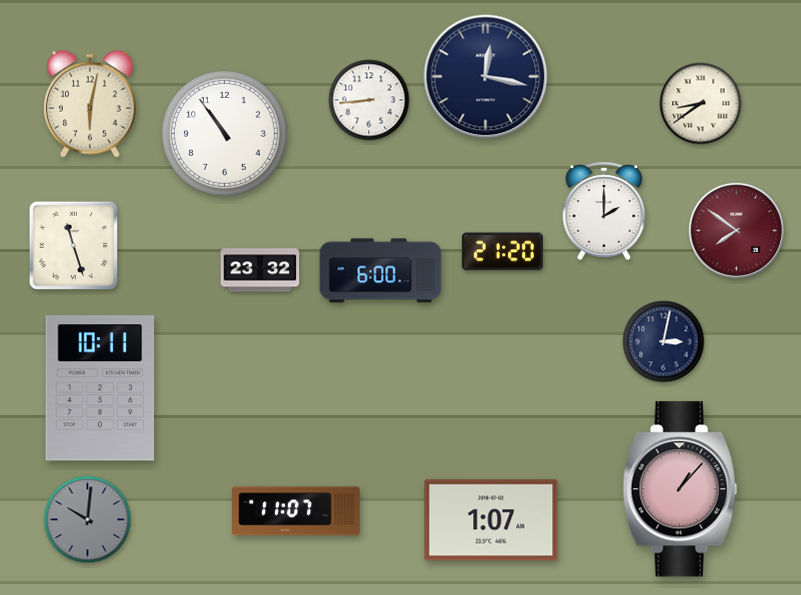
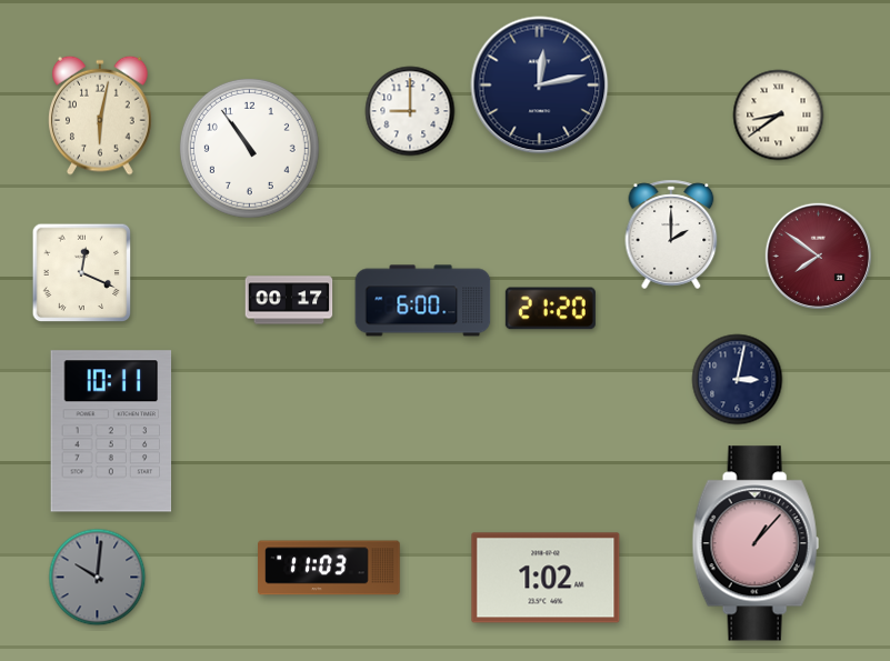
clock at (486, 77): 12:17 -> 12:13
clock at (369, 100): 8:44 -> 9:00
clock at (74, 246): 11:27 -> 12:19
clock at (502, 252) position: (502, 252) -> (550, 309)
clock at (260, 270): 23:32 -> 00:17
clock at (296, 511): 11:07 -> 11:03
clock at (491, 520): 1:07 -> 1:02
